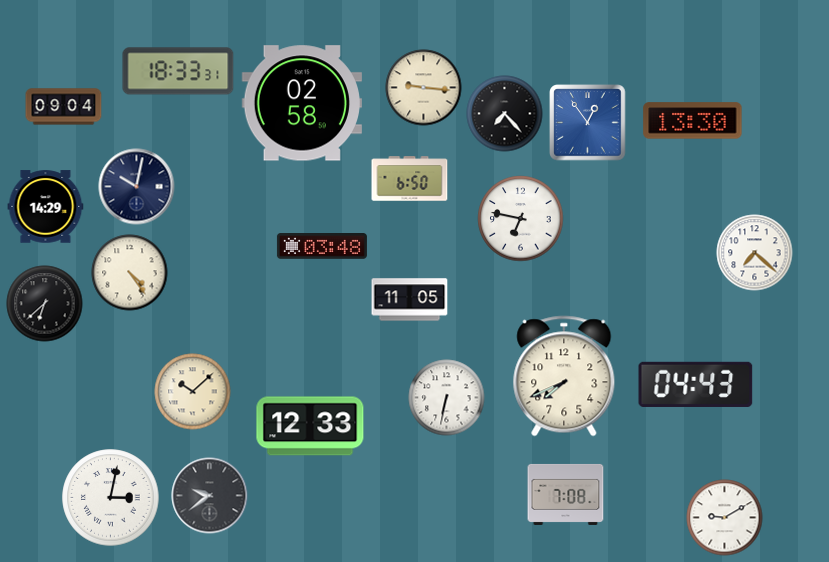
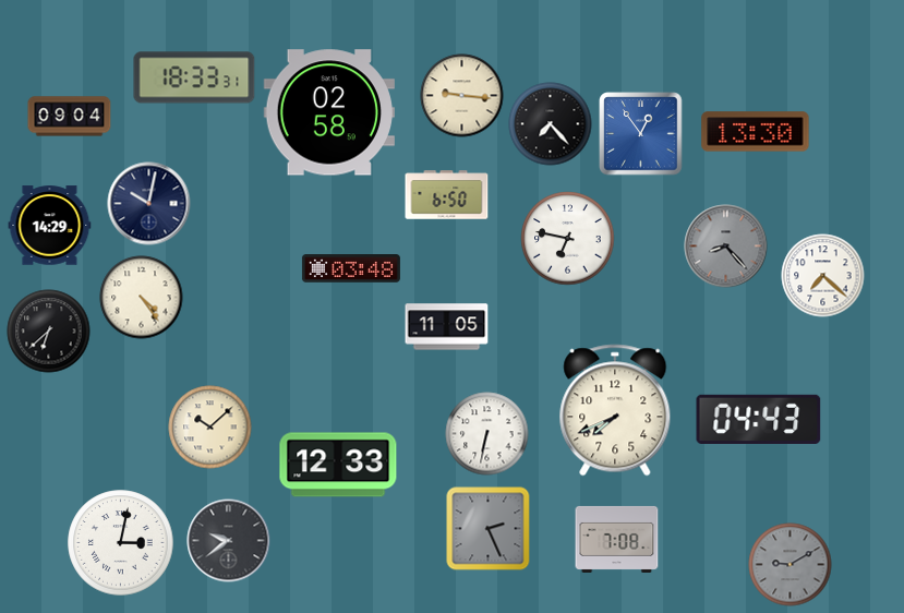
clock at (726, 247): none -> 8:23
clock at (489, 529): none -> 2:26
clock at (725, 518) dial: white -> grey
